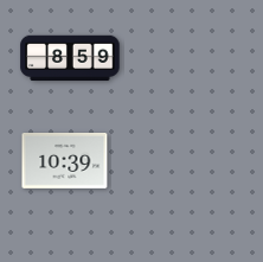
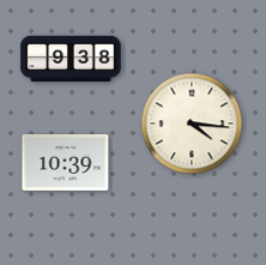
clock at (70, 58): 8:59 -> 9:38
clock at (192, 124): none -> 4:16
